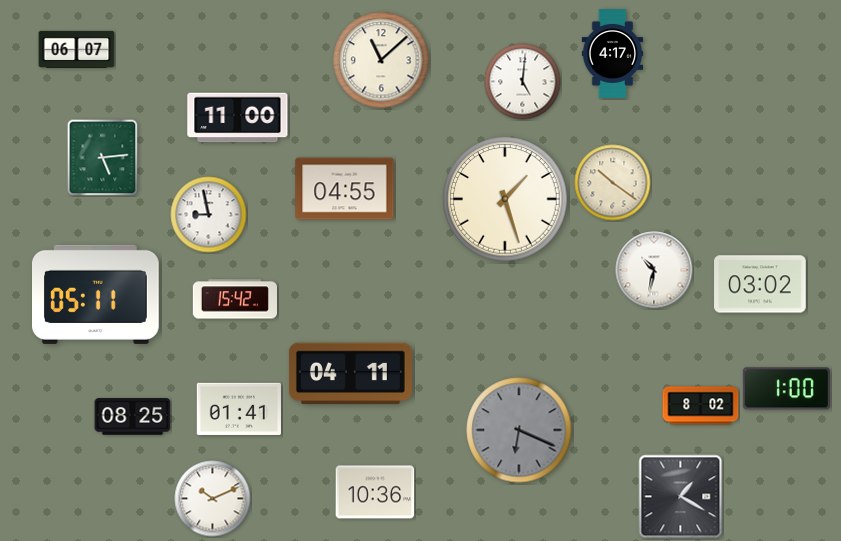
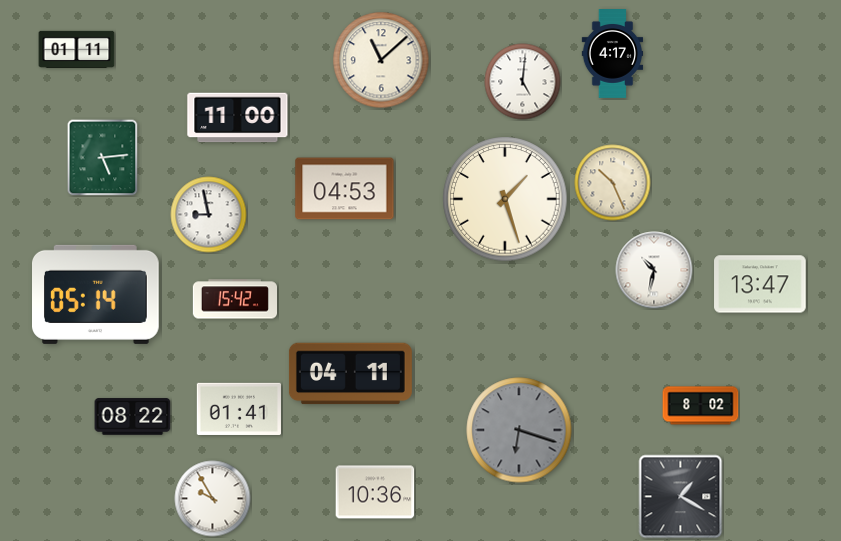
clock at (77, 49): 06:07 -> 01:11
clock at (613, 183): 10:21 -> 10:26
clock at (345, 189): 04:55 -> 04:53
clock at (760, 284): 03:02 -> 13:47
clock at (96, 294): 05:11 -> 05:14
clock at (786, 389): 1:00 -> none
clock at (133, 417): 08:25 -> 08:22
clock at (519, 430): 6:19 -> 6:18
clock at (213, 499): 10:11 -> 9:55
